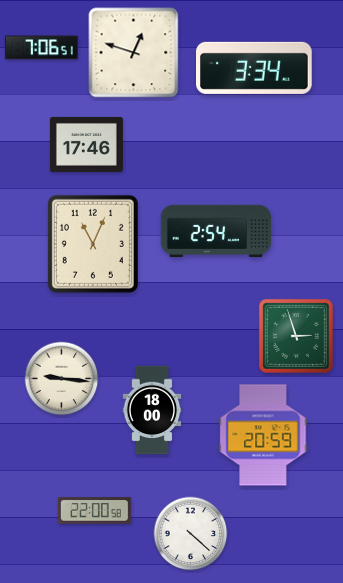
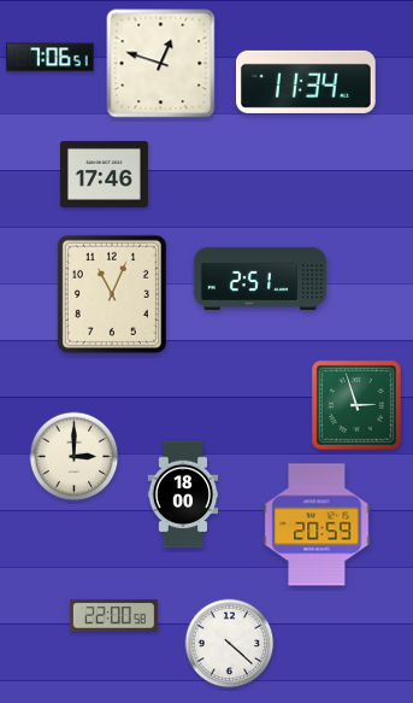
clock at (255, 68): 3:34 -> 11:34
clock at (216, 230): 2:54 -> 2:51
clock at (62, 379): 9:16 -> 3:00
